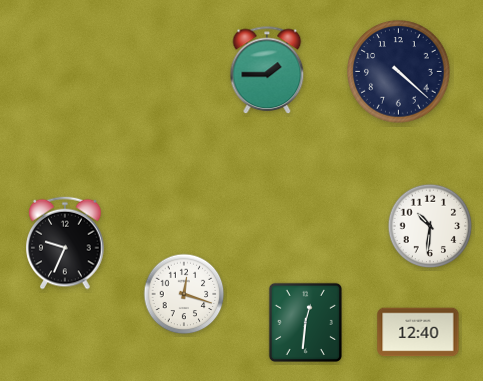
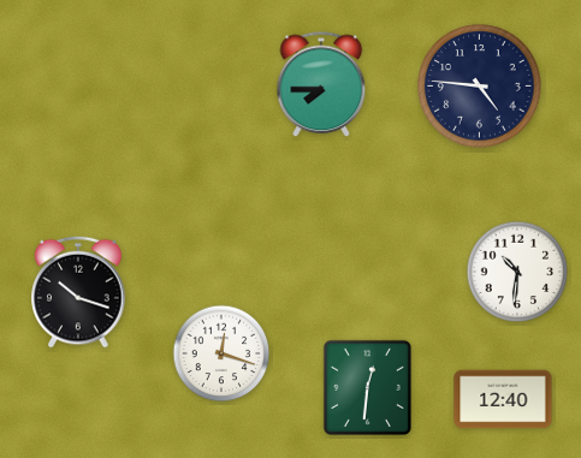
clock at (267, 71): 1:45 -> 7:45
clock at (399, 72): 4:22 -> 4:46
clock at (65, 243): 9:34 -> 10:18
